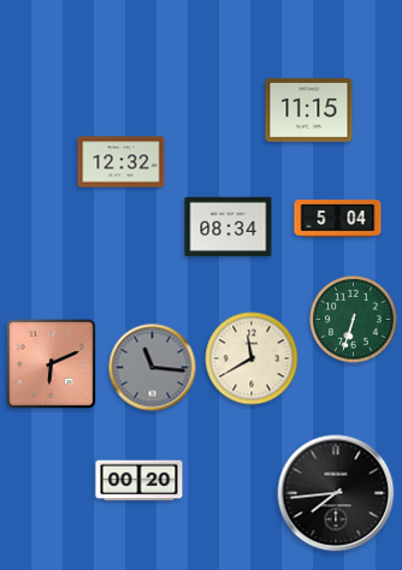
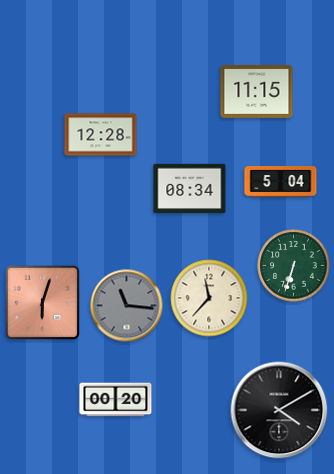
clock at (122, 162): 12:32 -> 12:28
clock at (252, 358): 11:40 -> 11:37
clock at (51, 363): 6:11 -> 6:03
clock at (336, 493): 7:44 -> 4:10
